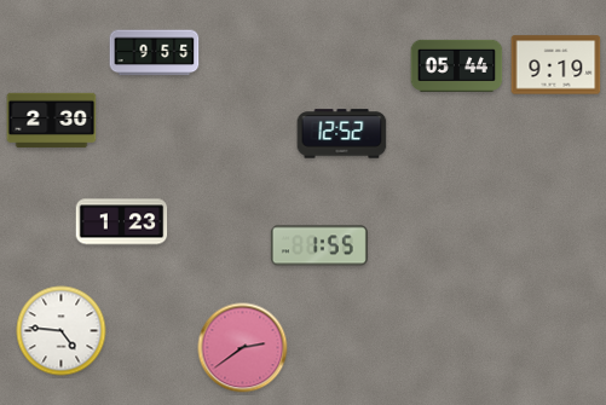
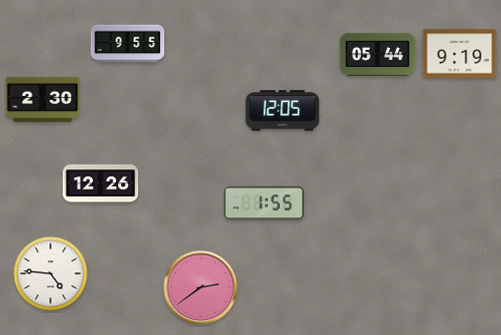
clock at (342, 134): 12:52 -> 12:05
clock at (122, 222): 1:23 -> 12:26
